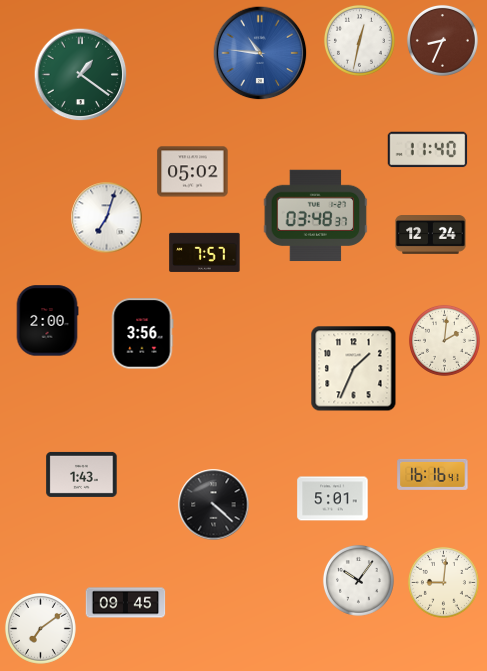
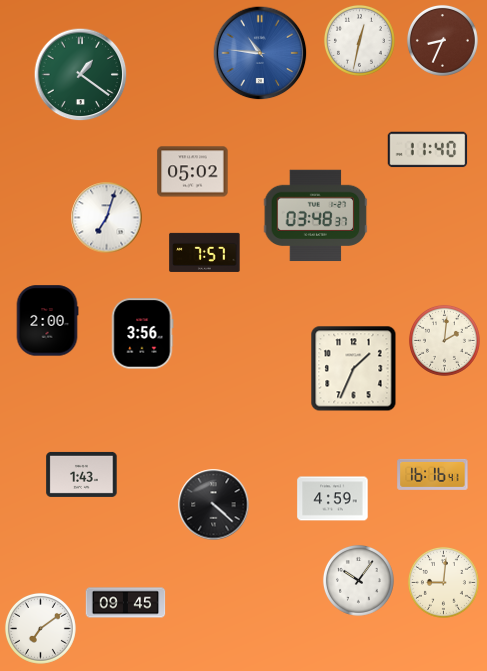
clock at (431, 235): 12:24 -> none
clock at (333, 499): 5:01 -> 4:59
